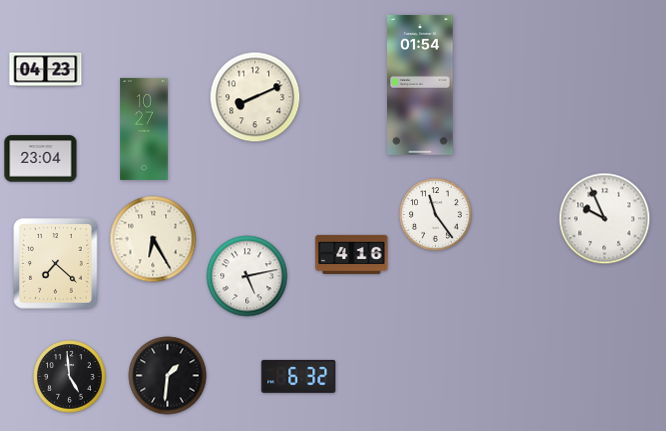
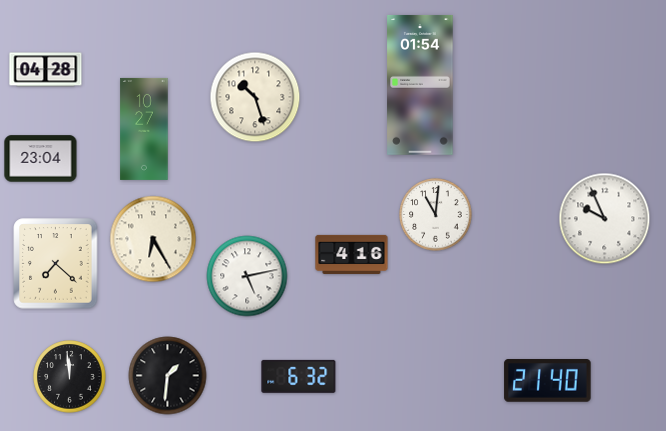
clock at (46, 70): 04:23 -> 04:28
clock at (255, 97): 8:11 -> 10:27
clock at (436, 215): 11:24 -> 11:01
clock at (70, 377): 4:59 -> 11:59
clock at (548, 381): none -> 21:40
